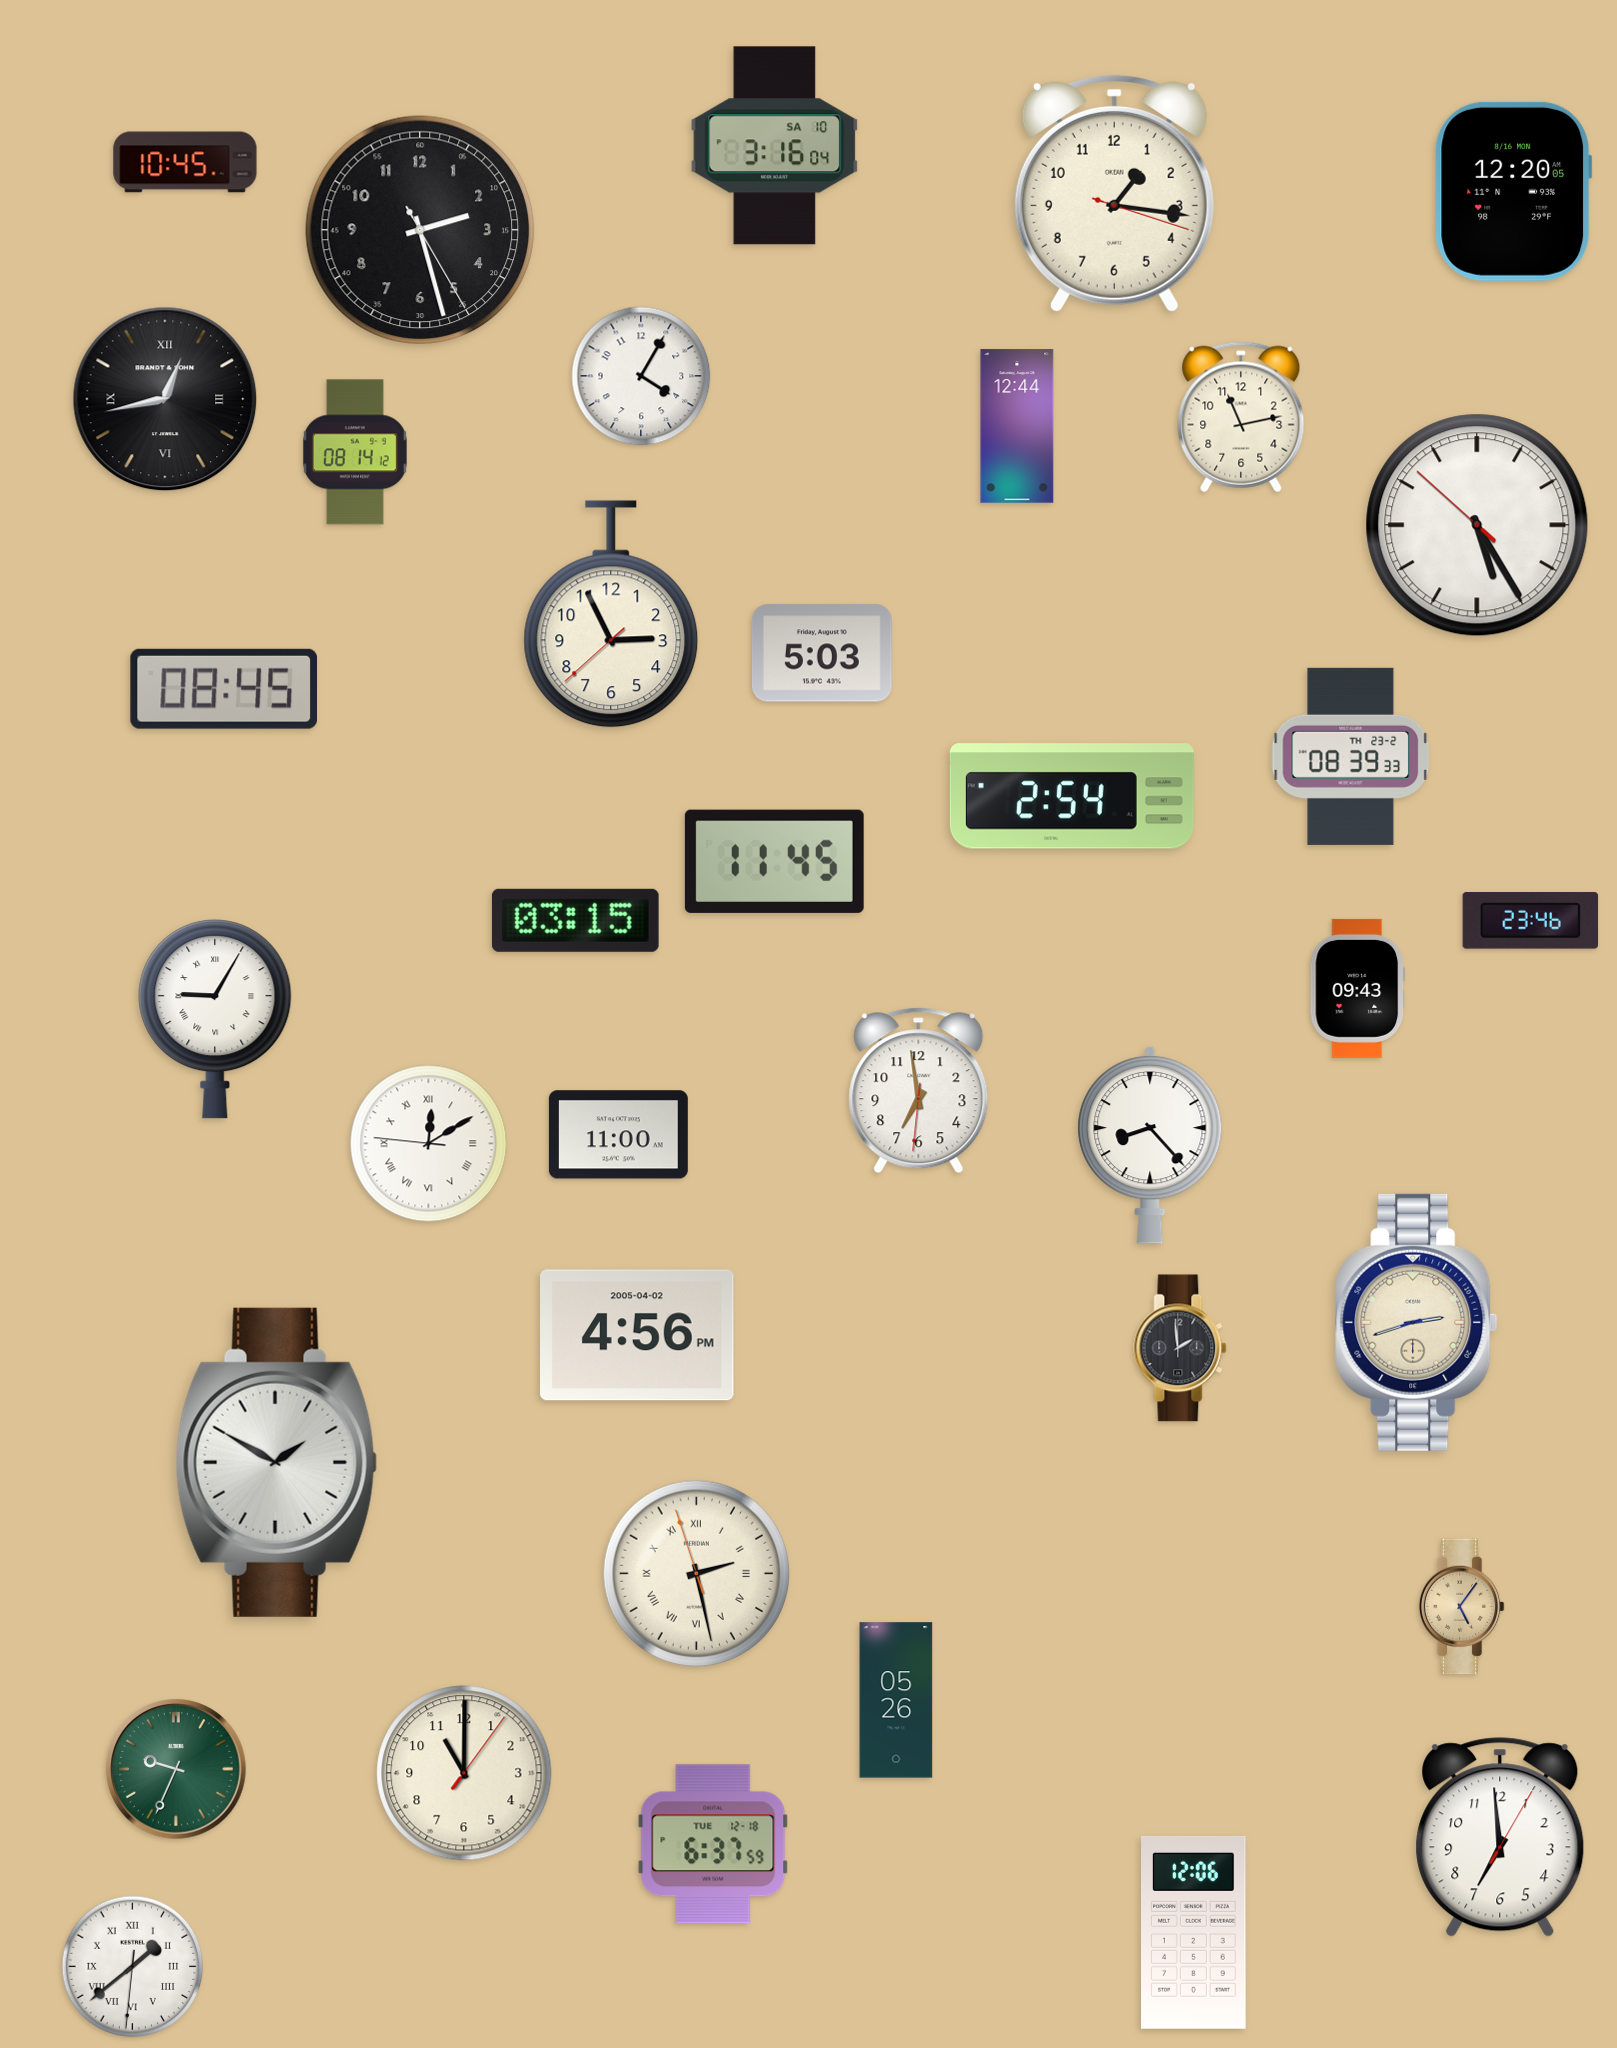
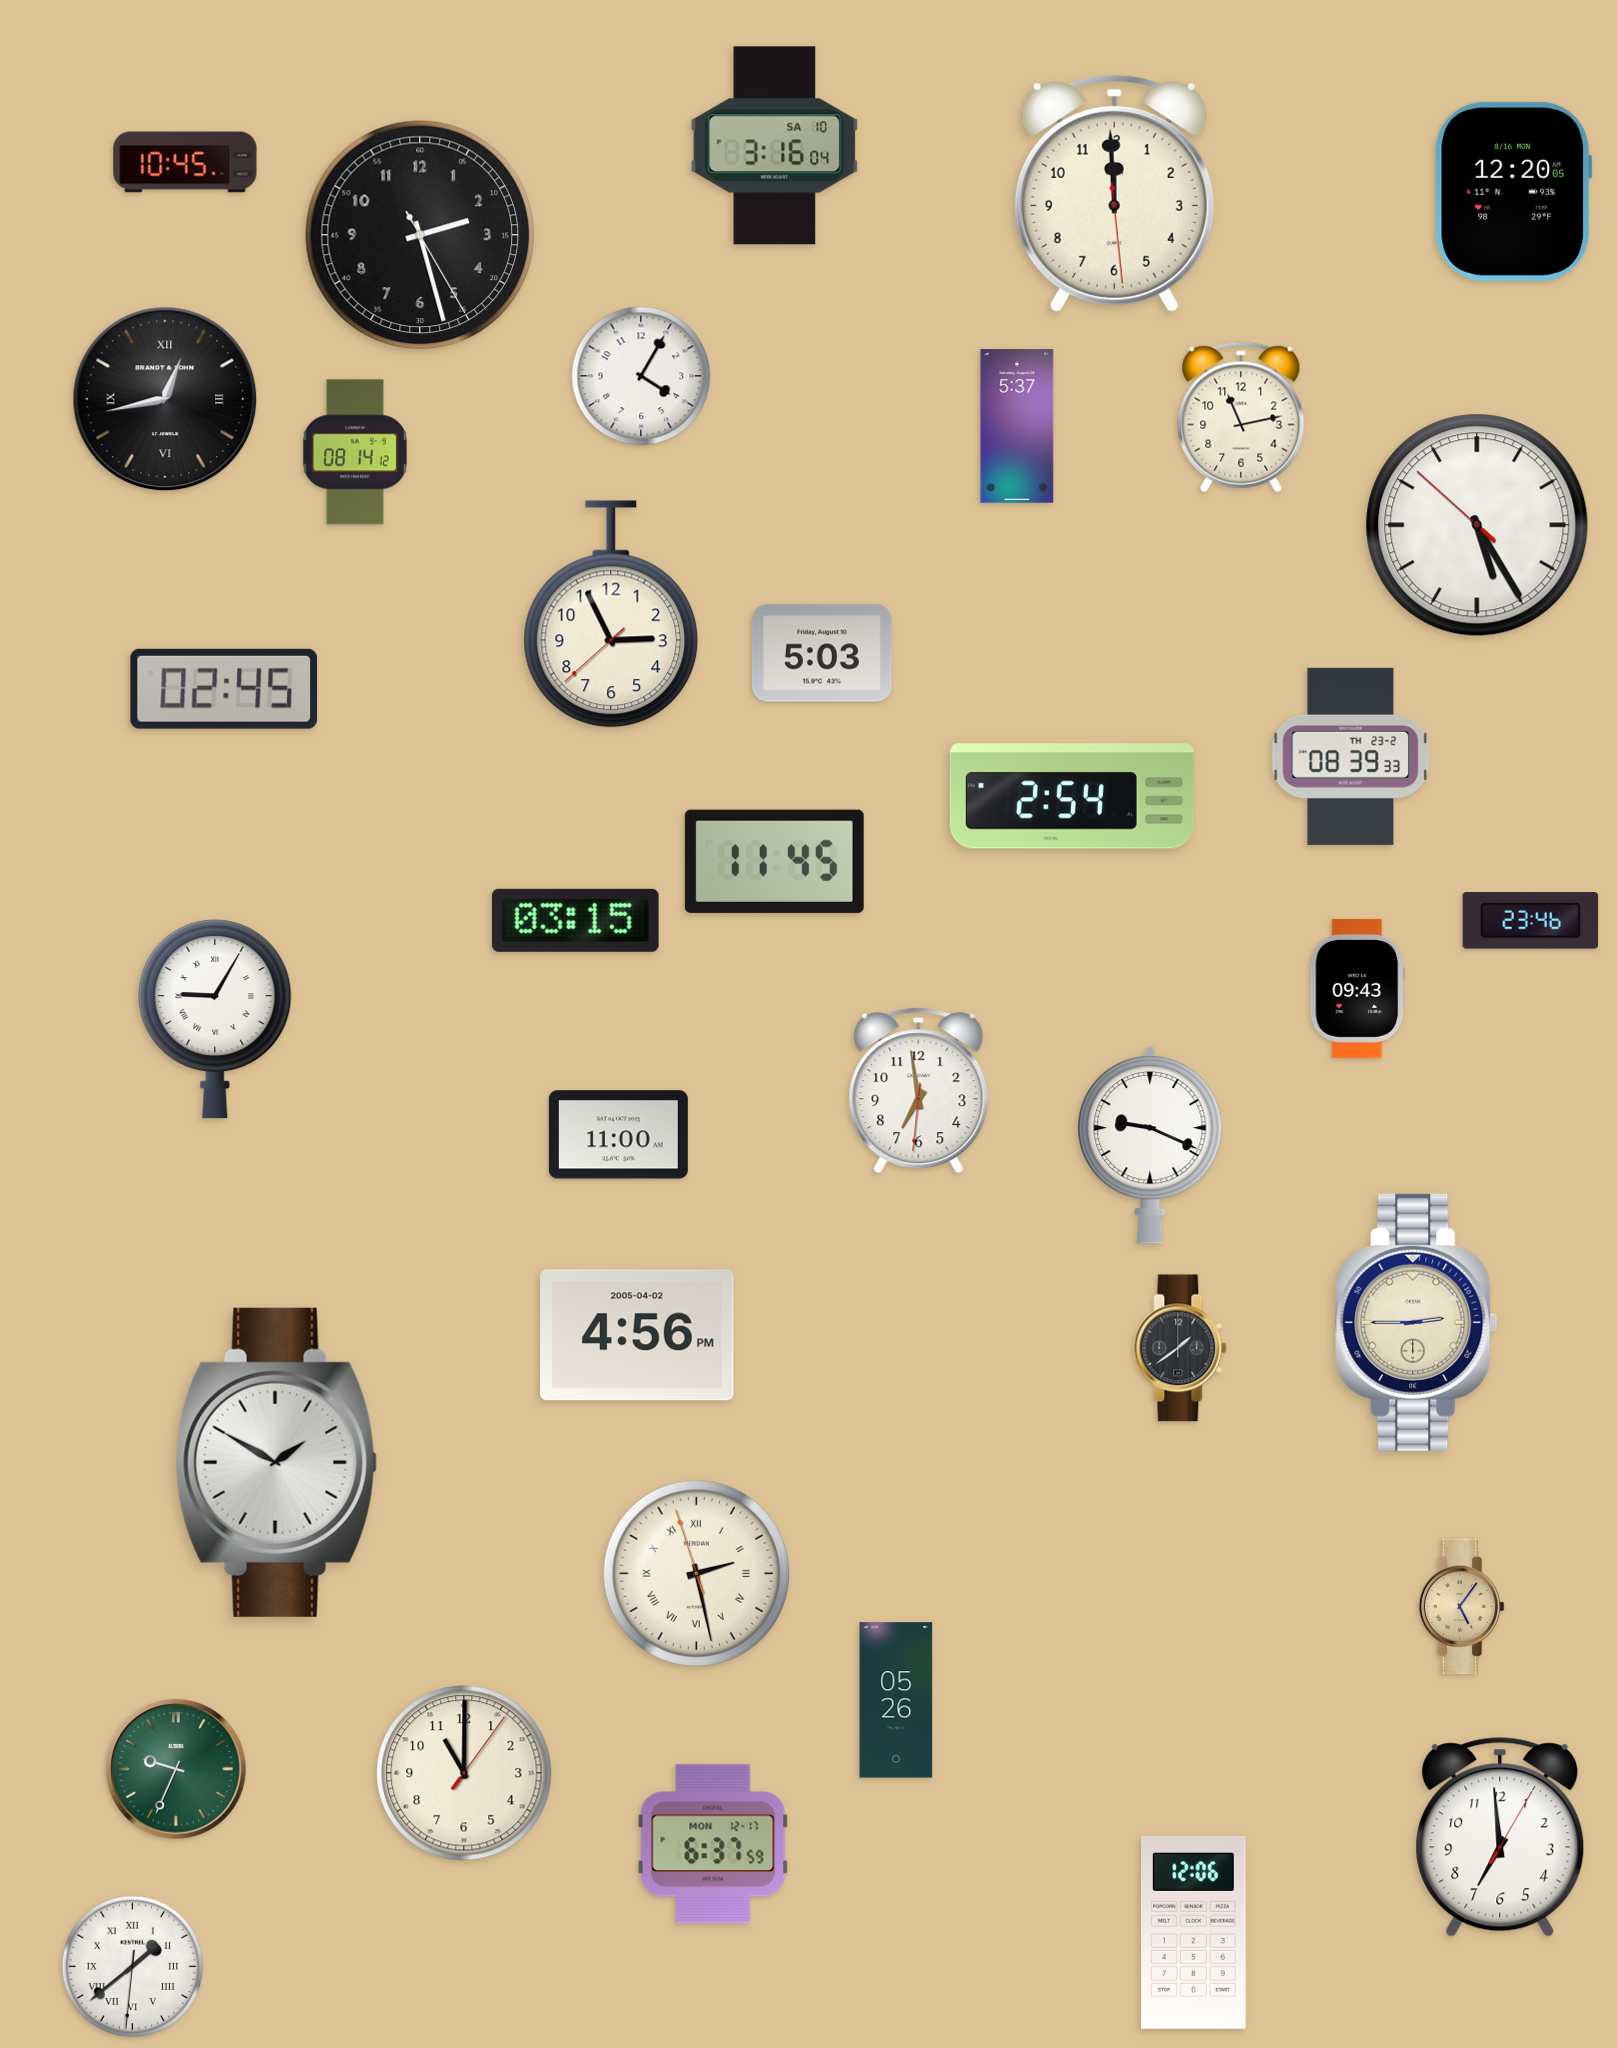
clock at (1114, 193): 1:16 -> 11:59
clock at (420, 230) position: (420, 230) -> (420, 235)
clock at (1017, 426): 12:44 -> 5:37
clock at (223, 689): 08:45 -> 02:45
clock at (429, 1144): 12:09 -> none
clock at (1150, 1145): 8:23 -> 9:19
clock at (1417, 1322): 2:42 -> 2:45
clock at (1180, 1348): 1:59 -> 1:39
clock at (713, 1844) date: TUE 12-18 -> MON 12-17
